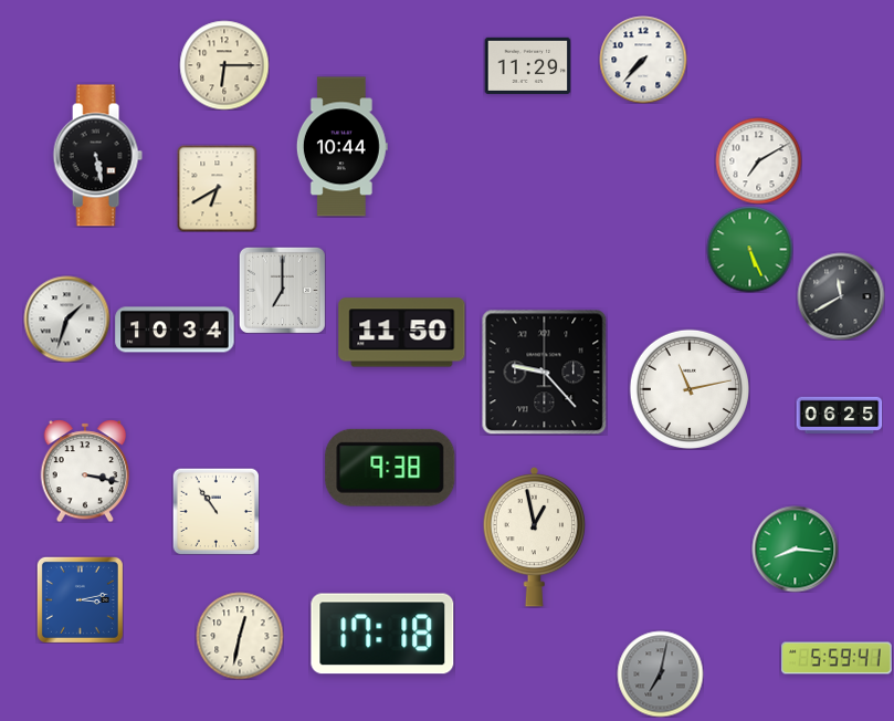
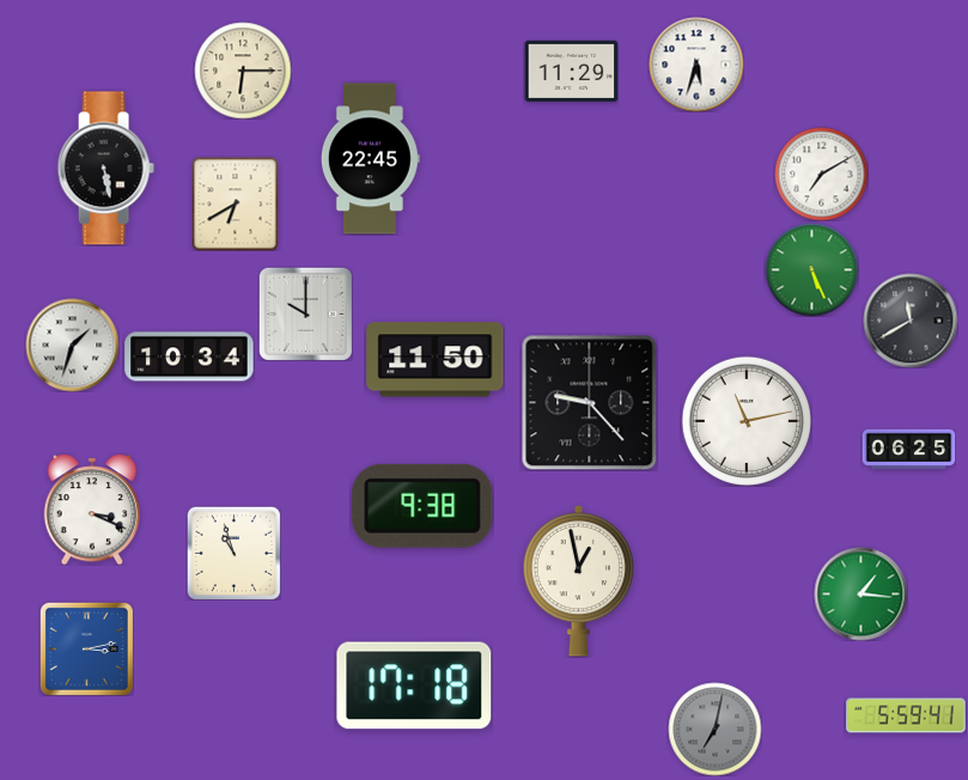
clock at (643, 60): 7:37 -> 5:33
clock at (341, 147): 10:44 -> 22:45
clock at (282, 290): 7:00 -> 10:00
clock at (85, 471): 3:17 -> 3:19
clock at (215, 511): 10:54 -> 10:57
clock at (795, 548): 8:16 -> 1:16
clock at (240, 636): 12:32 -> none
clock at (837, 658) position: (837, 658) -> (906, 715)
